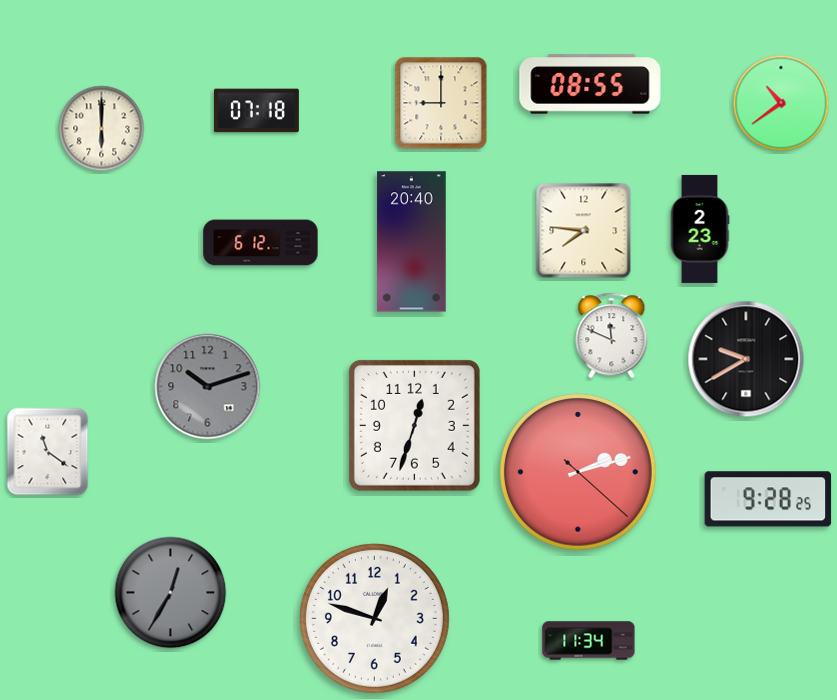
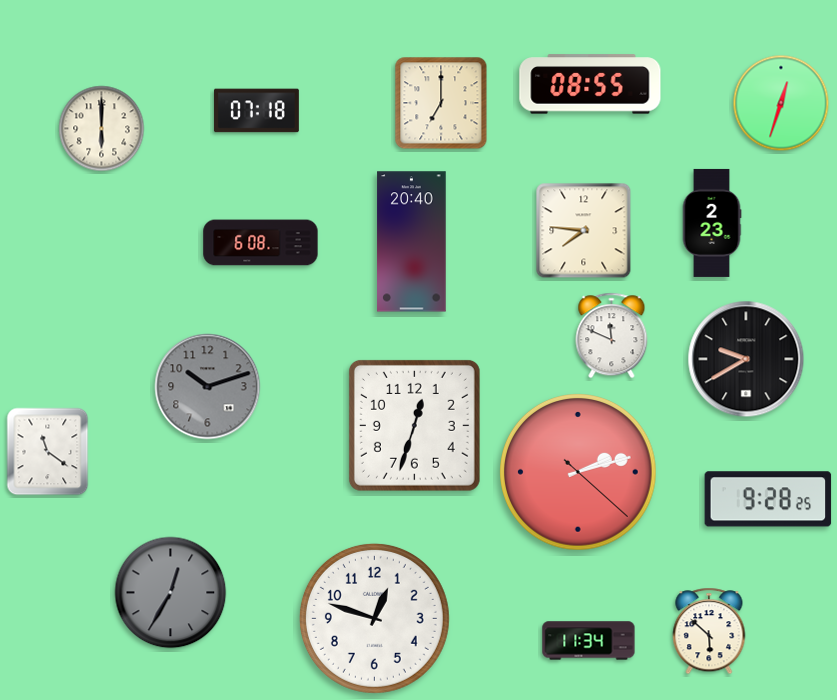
clock at (441, 103): 9:00 -> 7:00
clock at (781, 103): 10:39 -> 12:33
clock at (700, 229) position: (700, 229) -> (712, 223)
clock at (261, 243): 6:12 -> 6:08
clock at (709, 631): none -> 5:52
